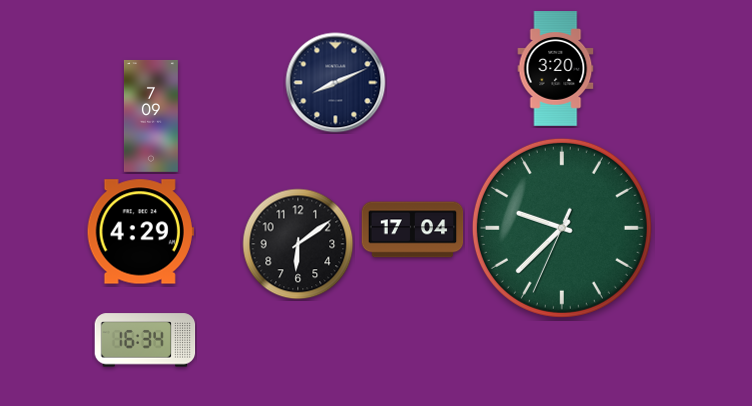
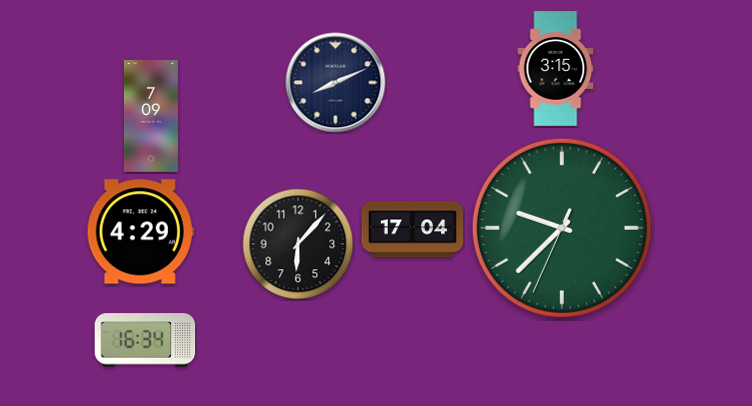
clock at (556, 69): 3:20 -> 3:15
clock at (298, 244): 6:09 -> 6:07
